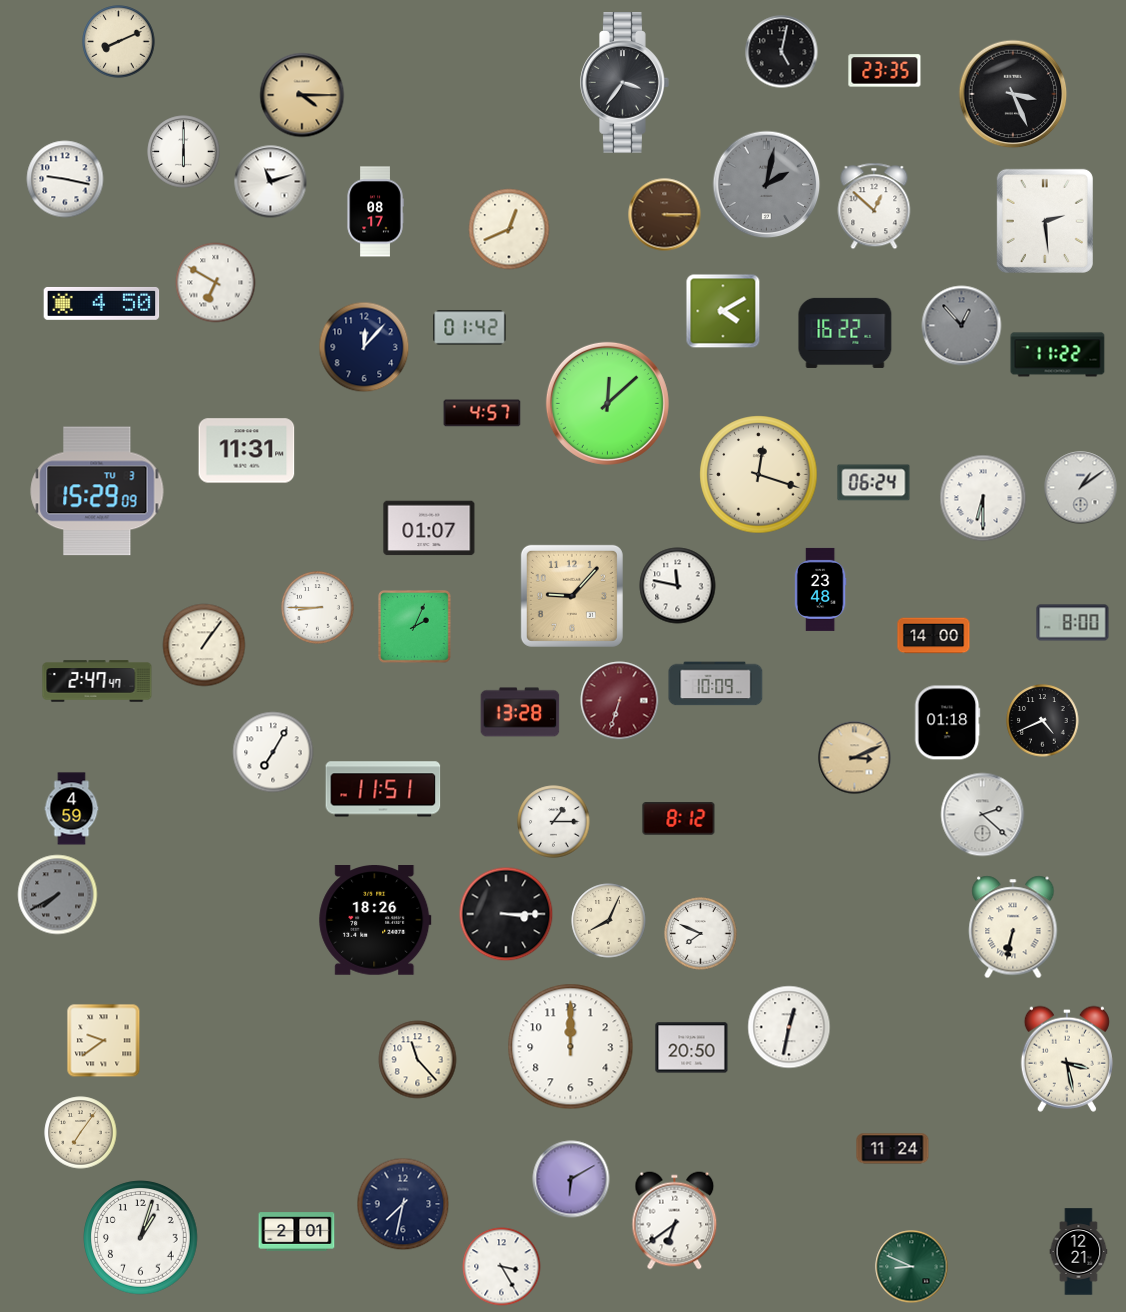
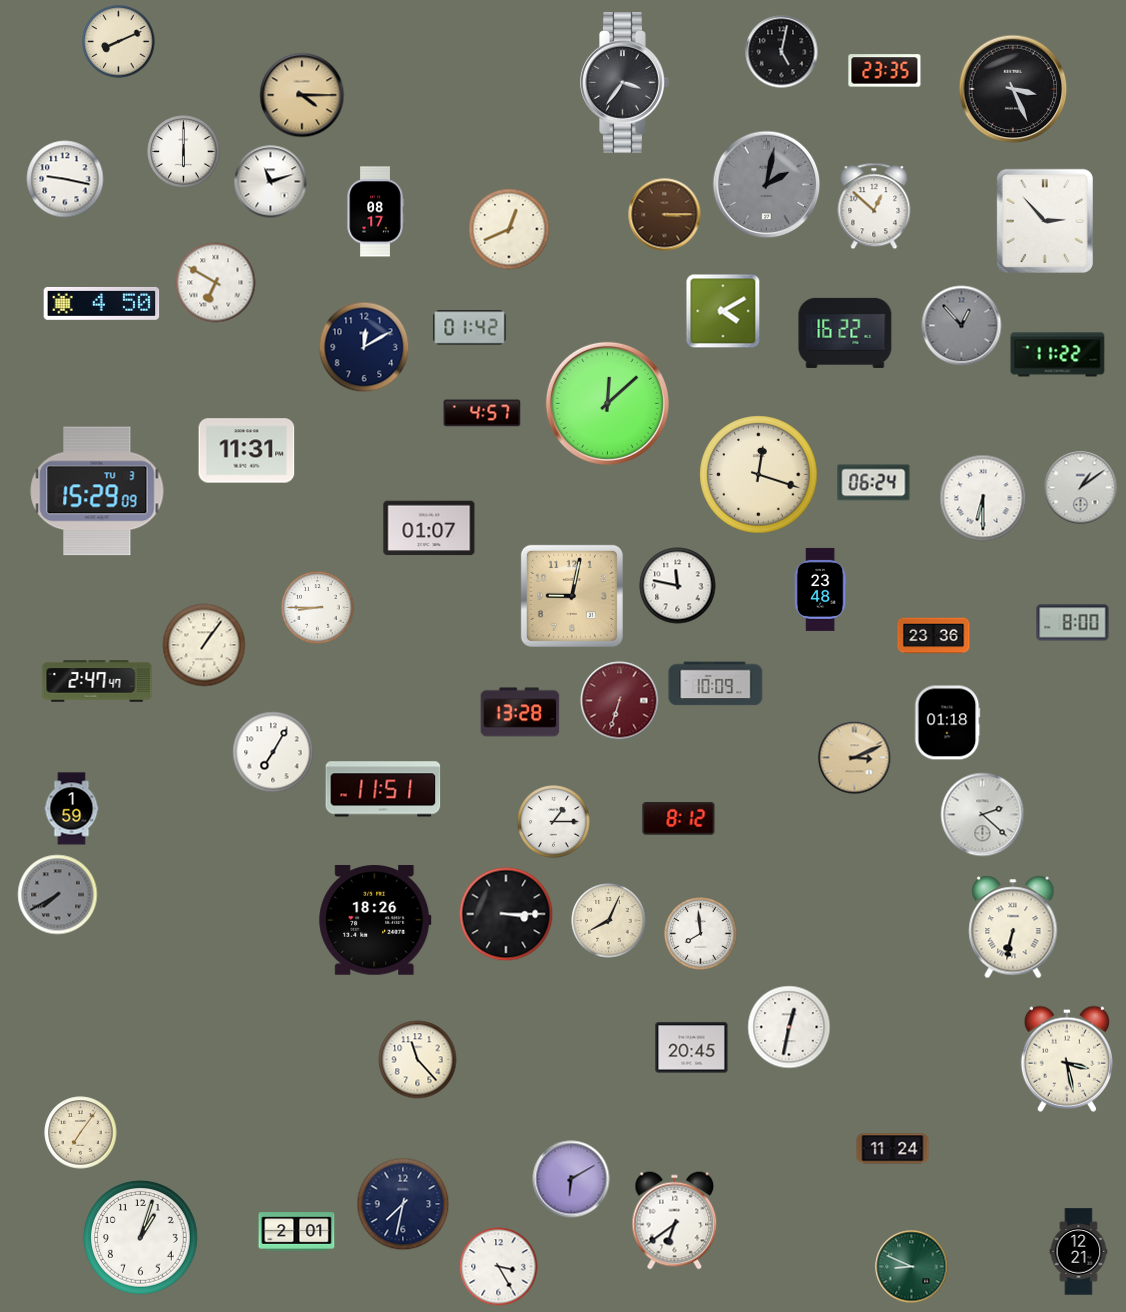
clock at (1013, 94) position: (1013, 94) -> (1013, 89)
clock at (1045, 221): 2:29 -> 2:53
clock at (364, 347): 12:07 -> 12:10
clock at (572, 596): 9:07 -> 9:02
clock at (415, 627): 2:04 -> none
clock at (934, 636): 14:00 -> 23:36
clock at (1043, 721): 4:41 -> none
clock at (72, 809): 4:59 -> 1:59
clock at (701, 934): 7:49 -> 7:59
clock at (104, 1041): 9:39 -> none
clock at (571, 1047): 12:00 -> none
clock at (692, 1048): 20:50 -> 20:45
clock at (502, 1267) position: (502, 1267) -> (499, 1267)
